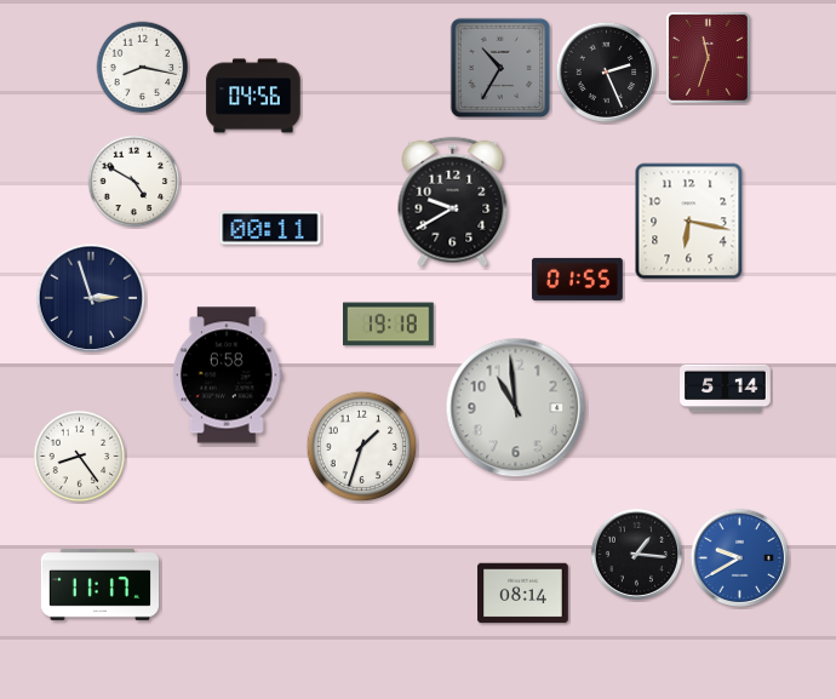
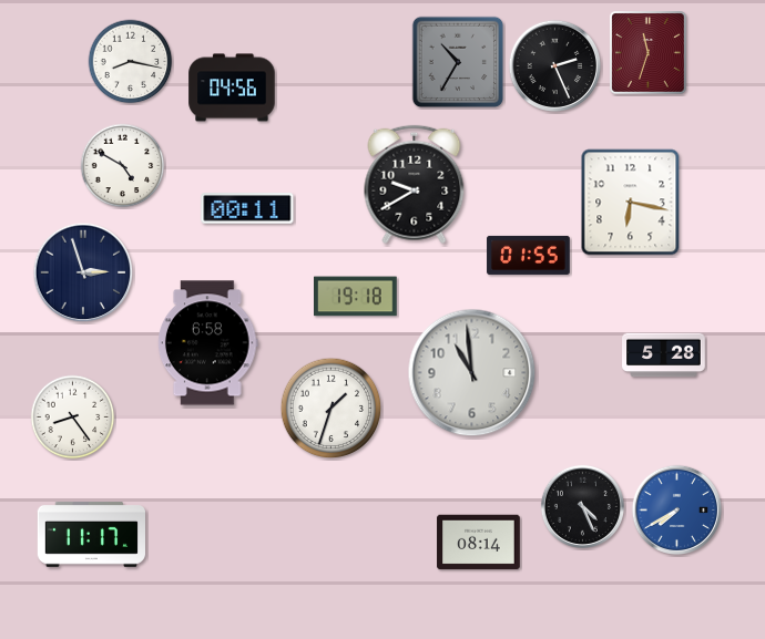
clock at (726, 389): 5:14 -> 5:28
clock at (636, 554): 1:16 -> 4:26
clock at (739, 557): 9:40 -> 7:40
